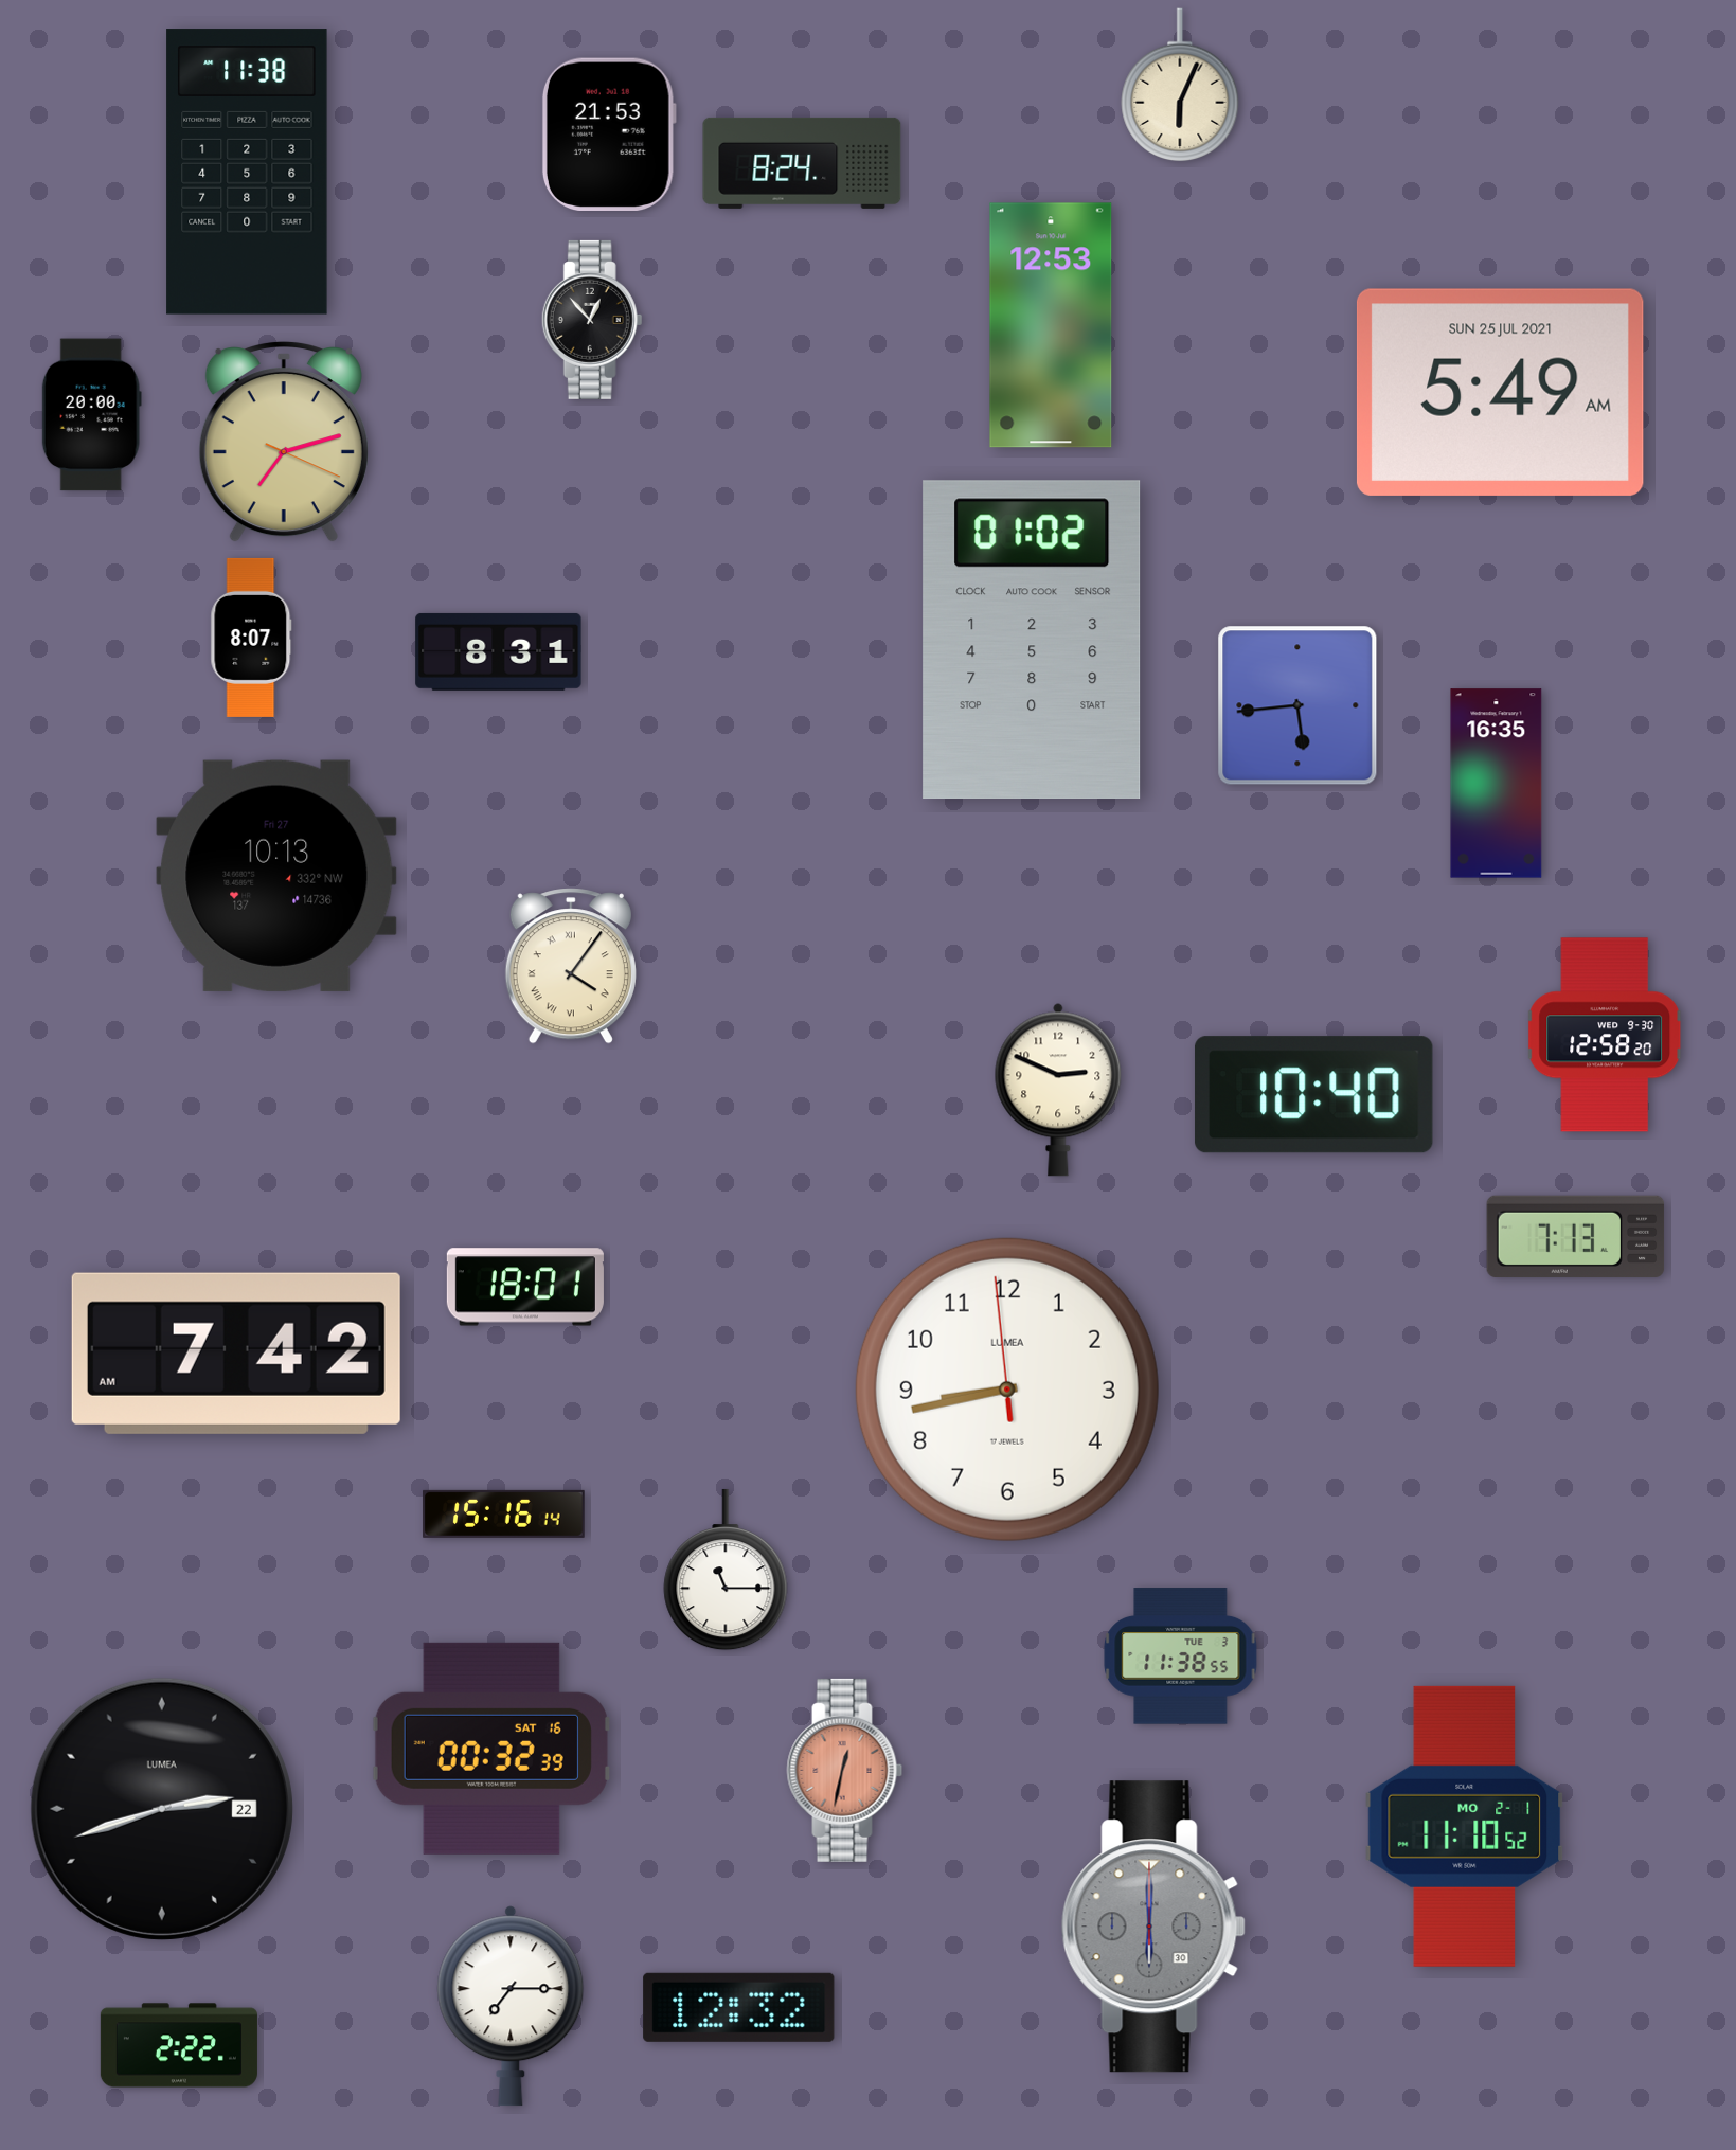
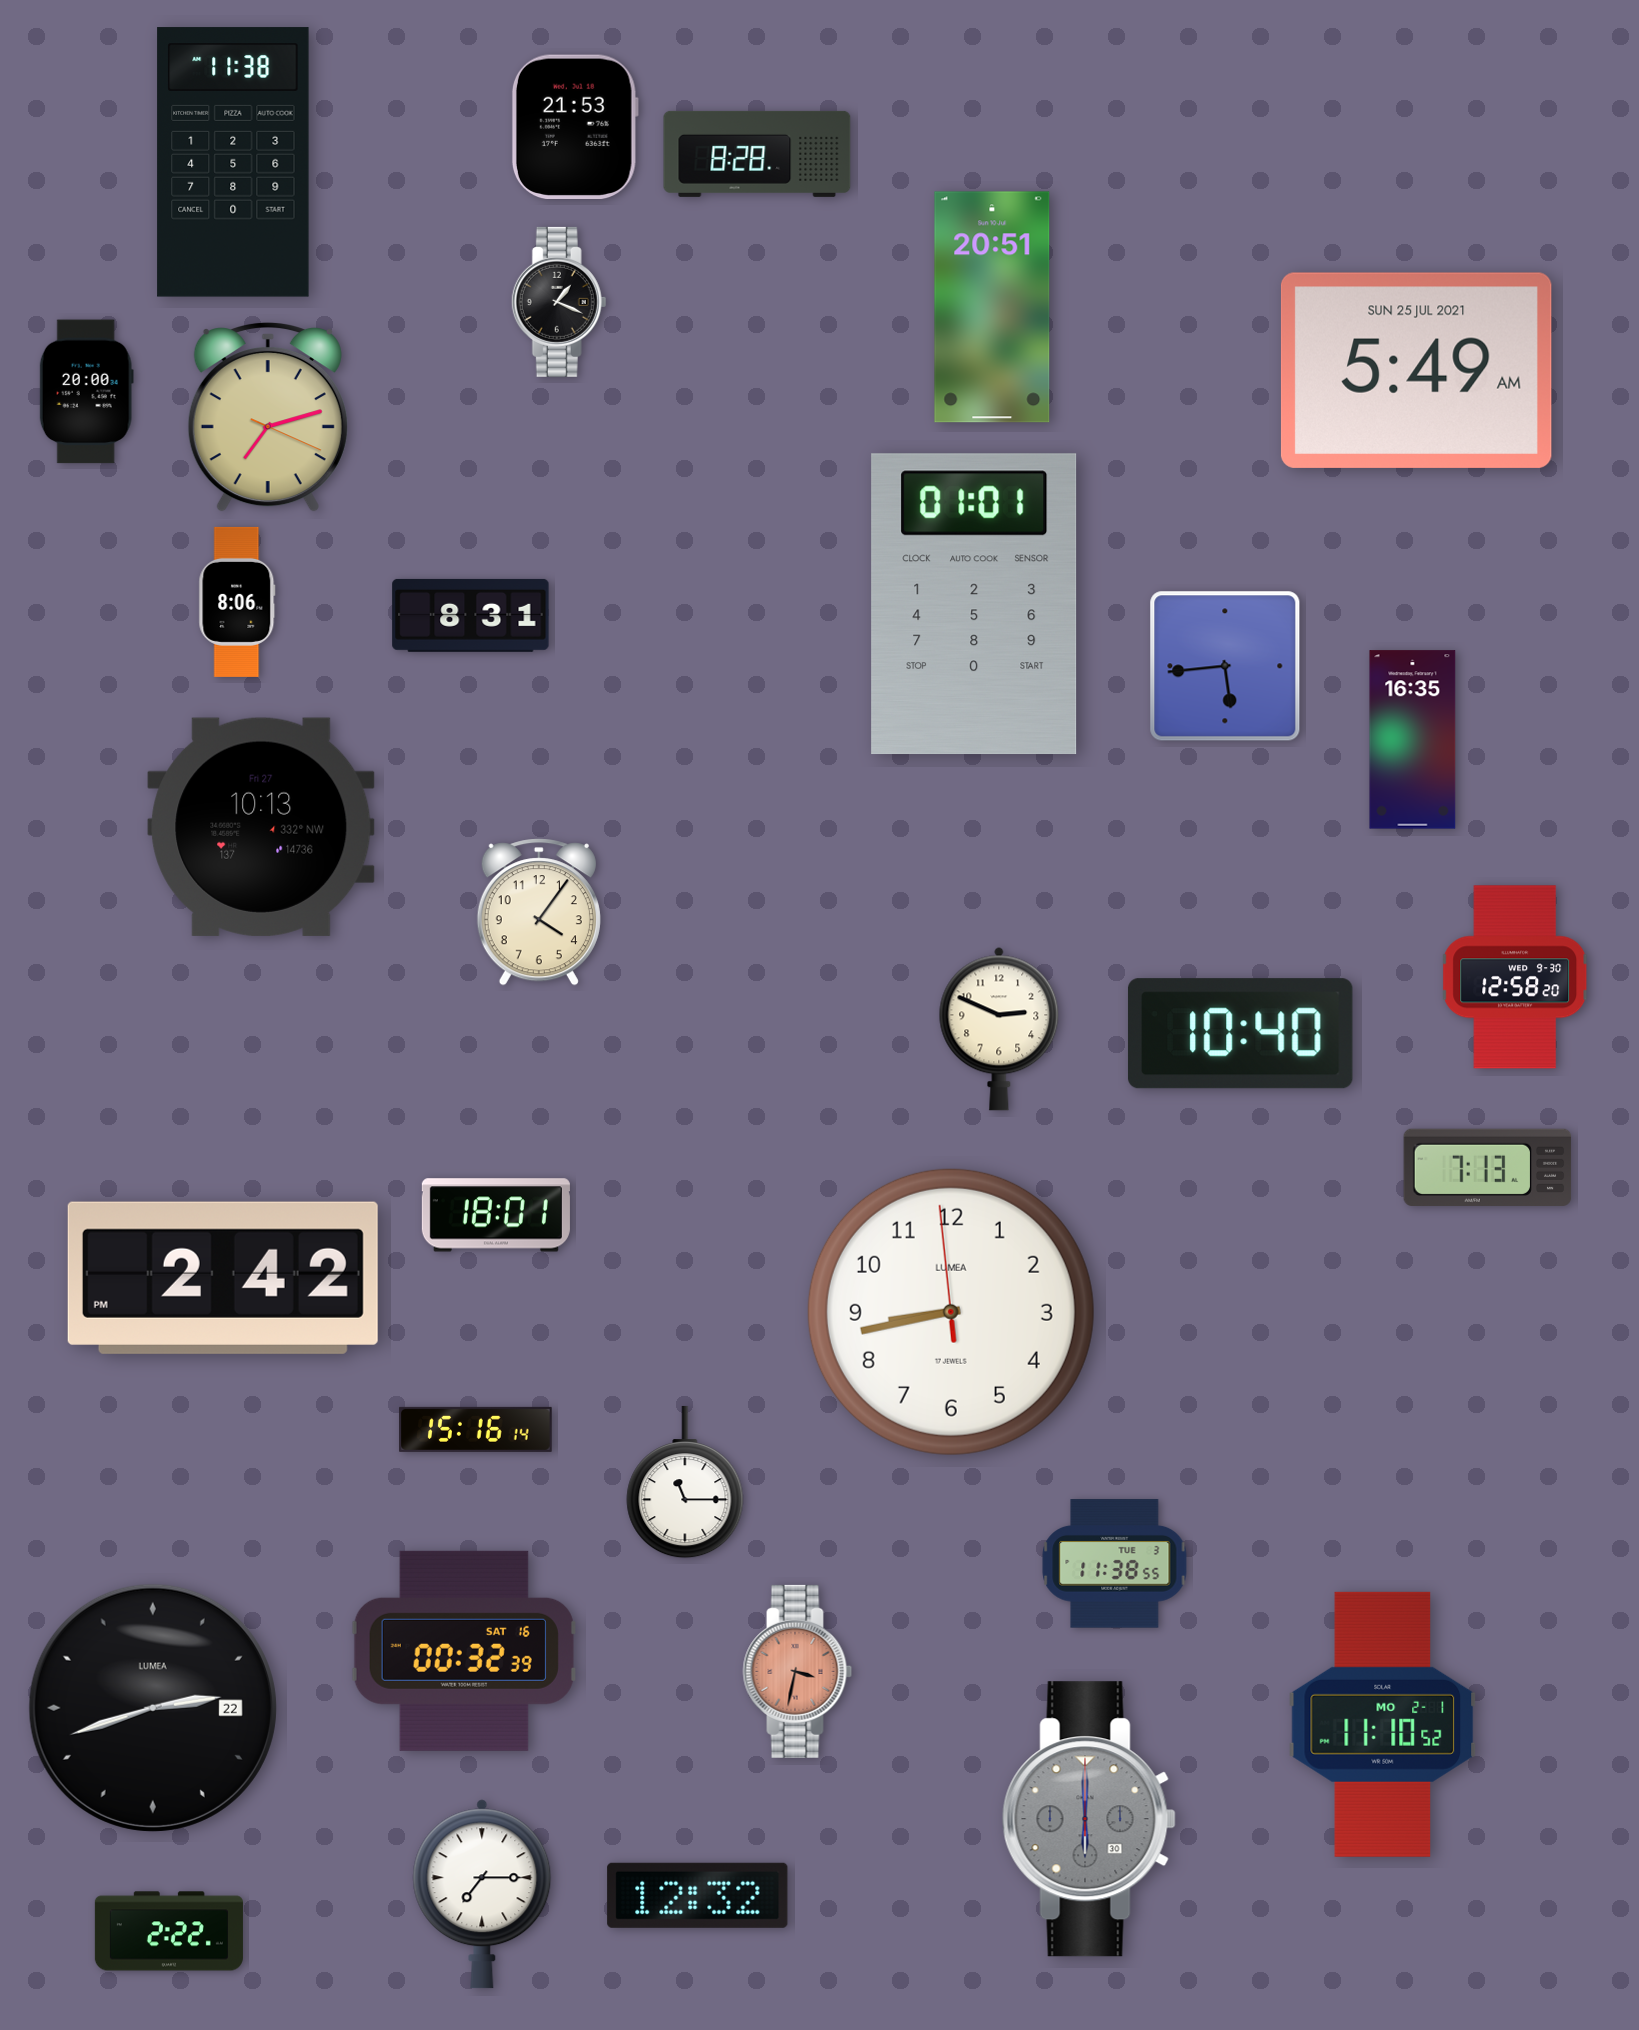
clock at (1180, 86): 6:04 -> none
clock at (802, 163): 8:24 -> 8:28
clock at (592, 320): 12:53 -> 1:19
clock at (1051, 325): 12:53 -> 20:51
clock at (251, 638): 8:07 -> 8:06
clock at (1032, 640): 01:02 -> 01:01
clock at (571, 966) numerals: Roman -> Arabic
clock at (236, 1354): 7:42 -> 2:42
clock at (845, 1770): 12:32 -> 3:32
